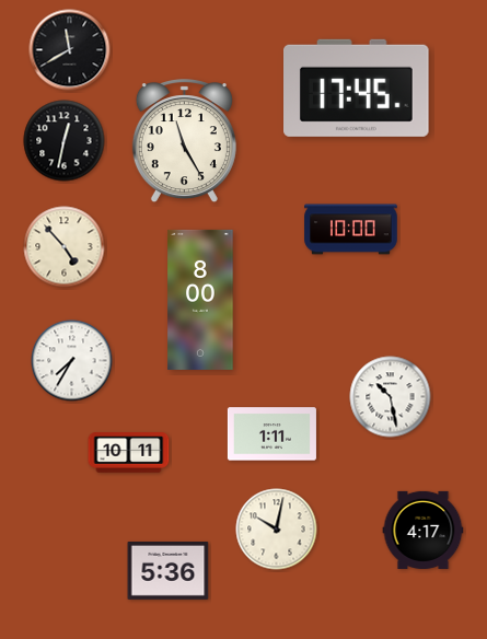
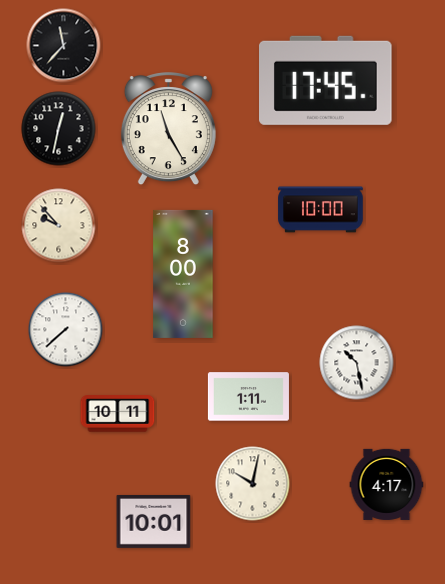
clock at (70, 50): 11:40 -> 11:37
clock at (65, 247): 4:53 -> 9:53
clock at (72, 361): 7:35 -> 7:38
clock at (169, 570): 5:36 -> 10:01
